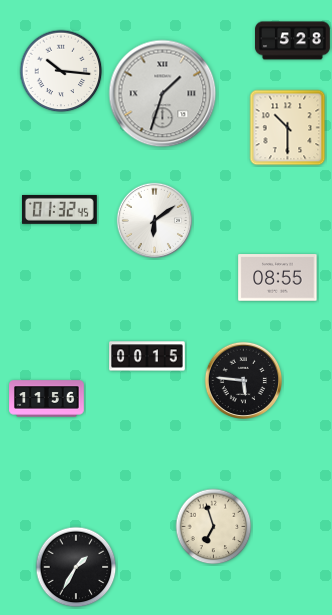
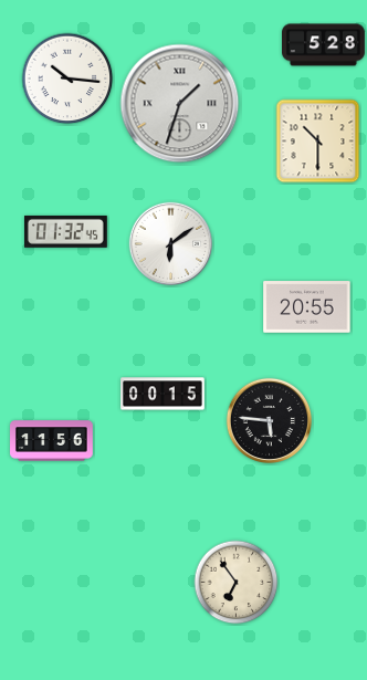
clock at (278, 278): 08:55 -> 20:55
clock at (214, 527): 6:57 -> 6:54
clock at (76, 567): 1:35 -> none
